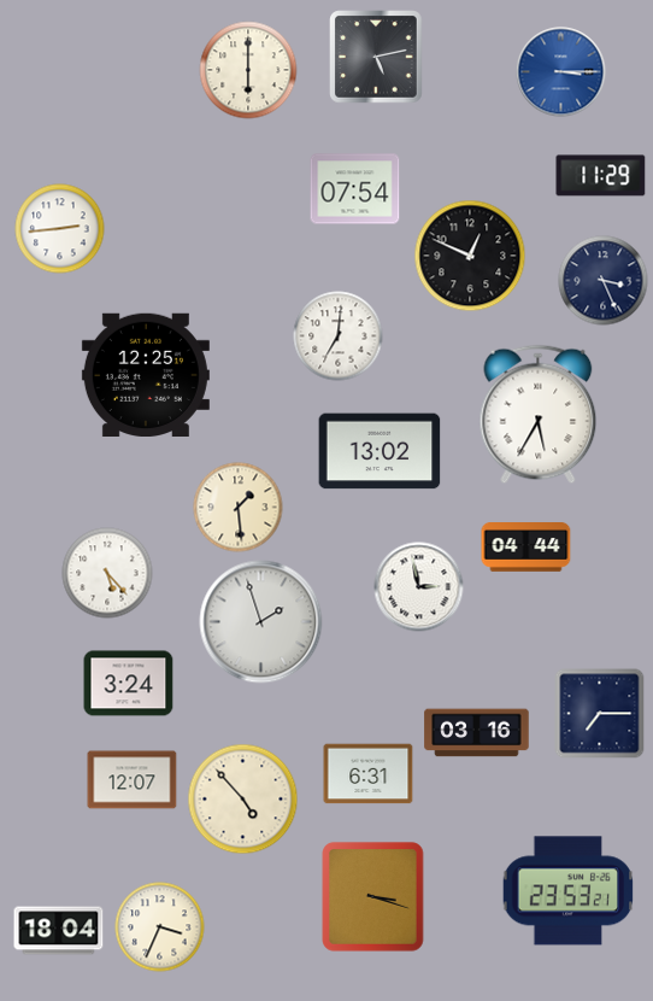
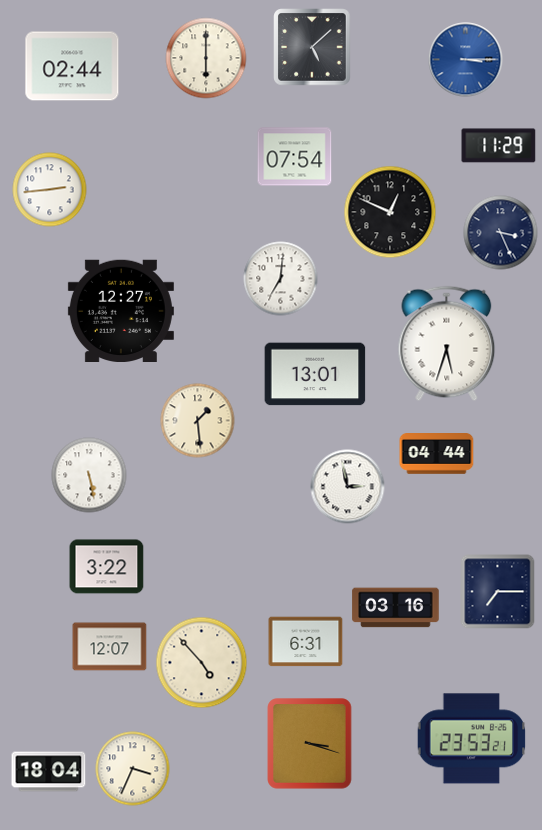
clock at (376, 57): 5:13 -> 5:08
clock at (72, 66): none -> 02:44
clock at (146, 374): 12:25 -> 12:27
clock at (539, 415): 5:35 -> 5:33
clock at (380, 451): 13:02 -> 13:01
clock at (107, 573): 5:23 -> 5:28
clock at (261, 622): 1:57 -> none
clock at (129, 684): 3:24 -> 3:22
